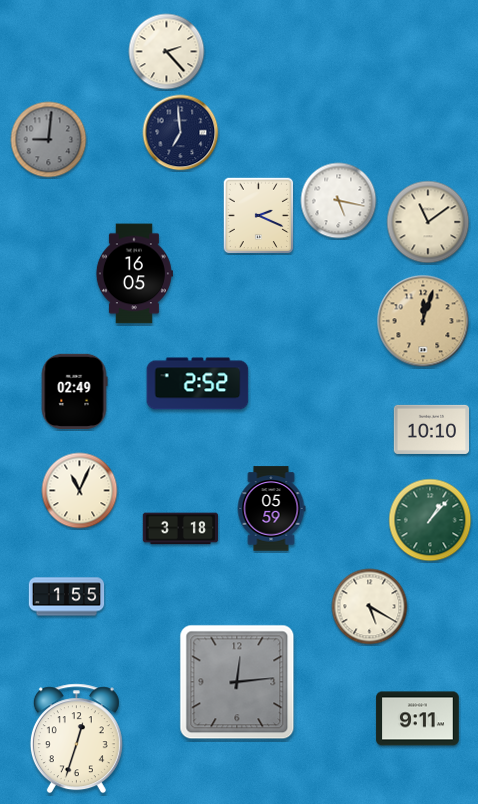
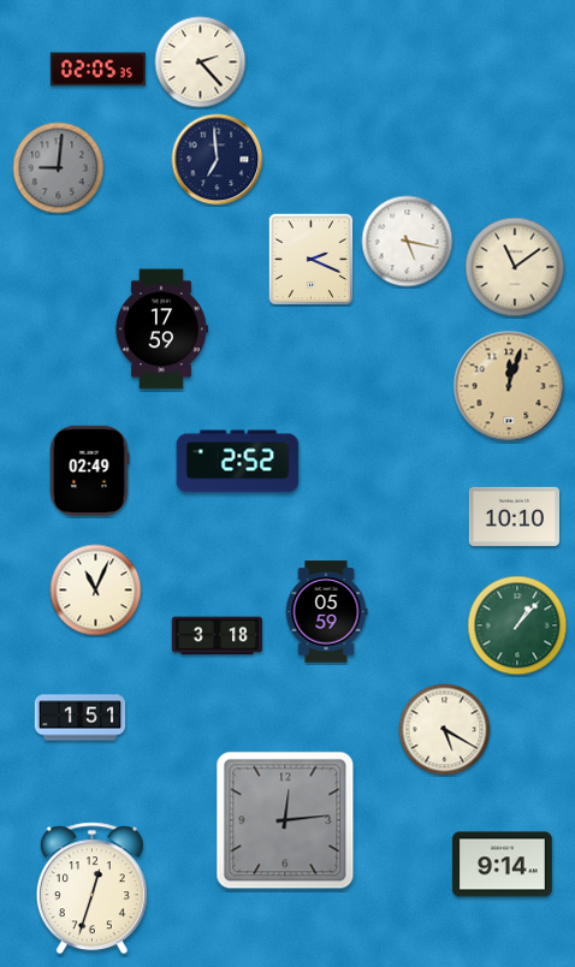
clock at (97, 70): none -> 02:05
clock at (134, 274): 16:05 -> 17:59
clock at (431, 429) position: (431, 429) -> (514, 516)
clock at (67, 597): 1:55 -> 1:51
clock at (418, 719): 9:11 -> 9:14
